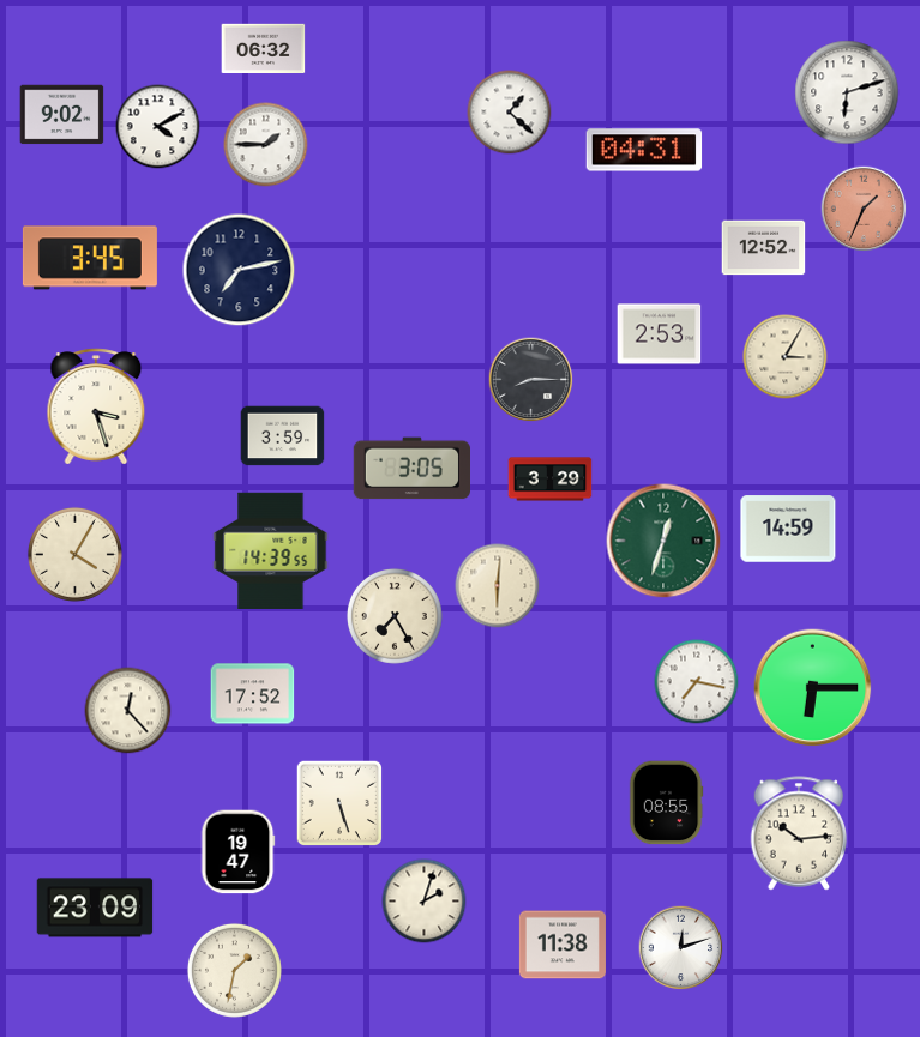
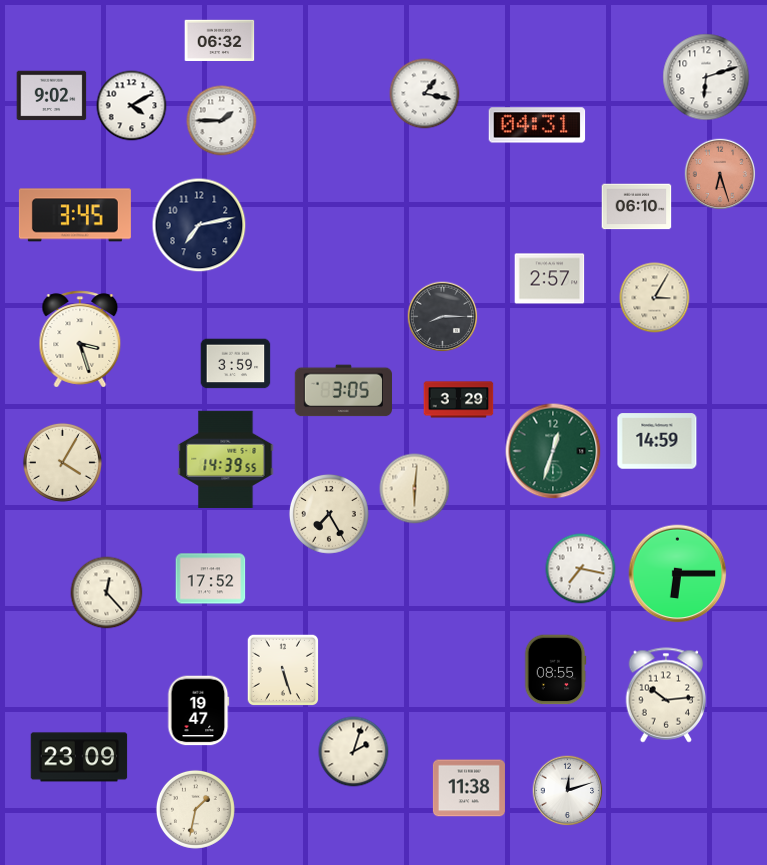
clock at (510, 113): 1:22 -> 1:17
clock at (864, 209): 1:34 -> 6:27
clock at (764, 248): 12:52 -> 06:10
clock at (660, 334): 2:53 -> 2:57
